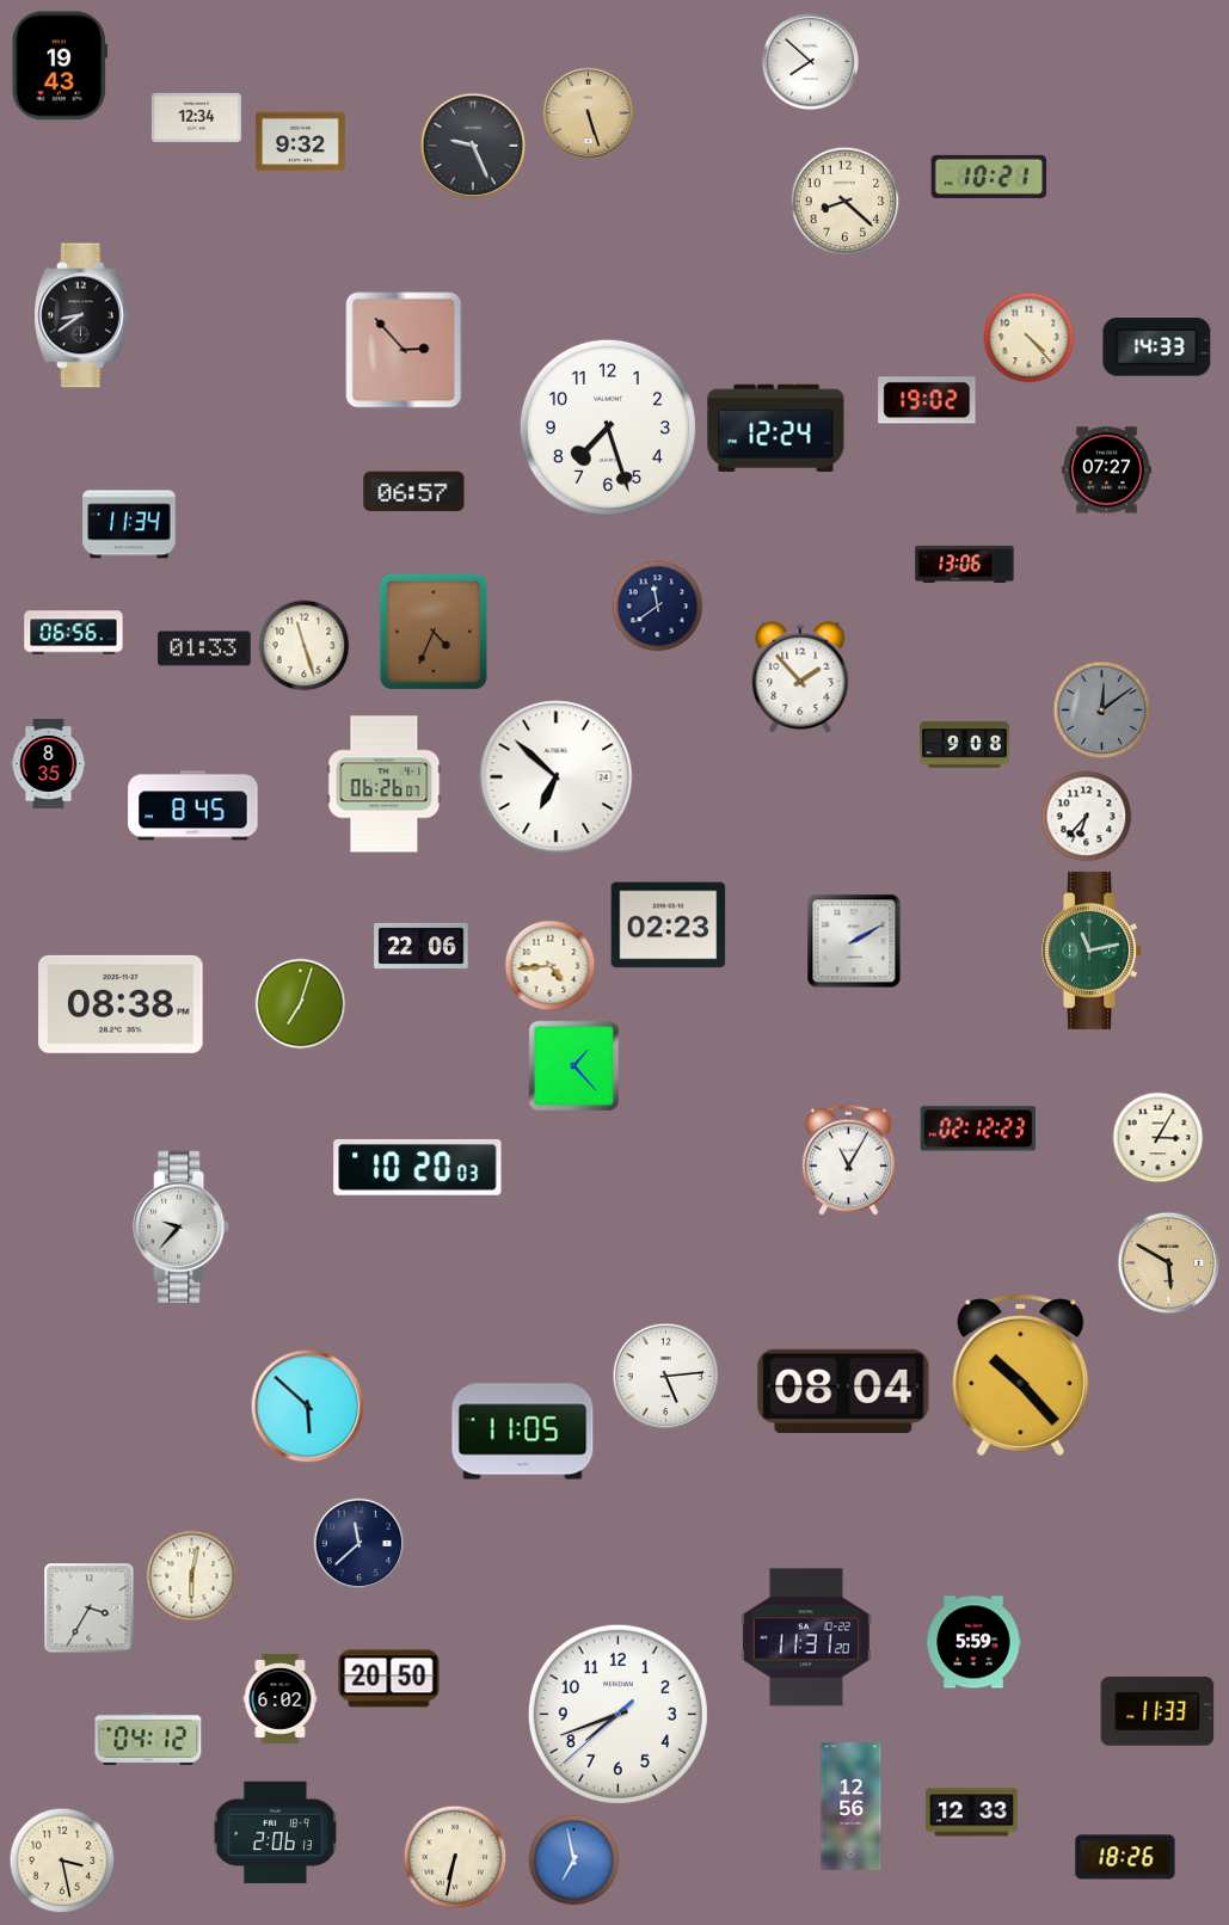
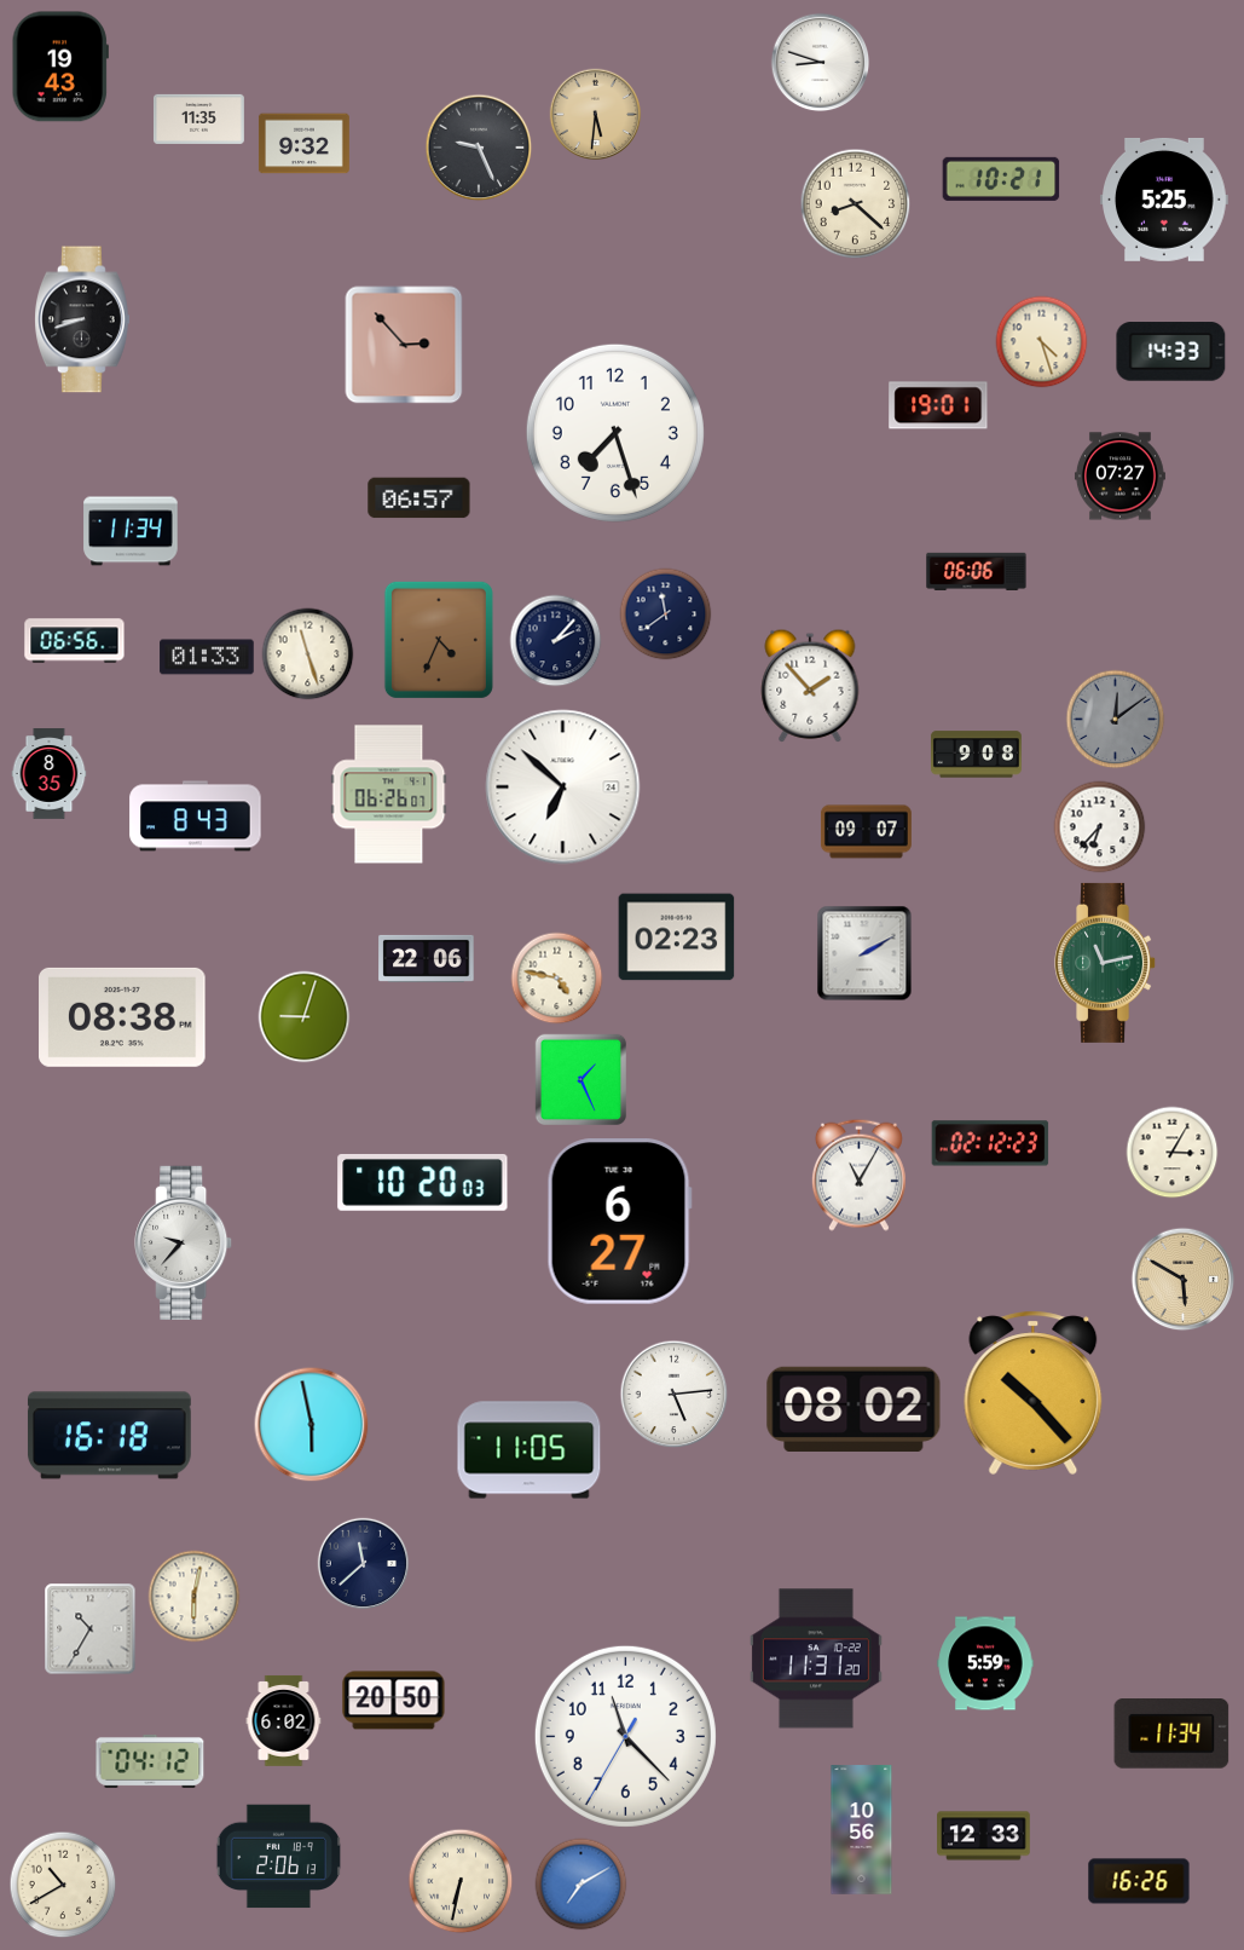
clock at (811, 62): 7:52 -> 8:48
clock at (589, 113): 5:27 -> 5:31
clock at (196, 117): 12:34 -> 11:35
clock at (1165, 200): none -> 5:25
clock at (82, 315): 8:39 -> 8:42
clock at (1030, 338): 4:23 -> 4:27
clock at (404, 350) position: (404, 350) -> (404, 345)
clock at (927, 400): 19:02 -> 19:01
clock at (776, 428): 12:24 -> none
clock at (965, 564): 13:06 -> 06:06
clock at (556, 641): none -> 2:07
clock at (193, 806): 8:45 -> 8:43
clock at (866, 832): none -> 09:07
clock at (551, 966): 4:44 -> 4:47
clock at (301, 1004): 7:03 -> 9:03
clock at (574, 1066): 1:23 -> 1:26
clock at (619, 1222): none -> 6:27
clock at (843, 1391): 08:04 -> 08:02
clock at (308, 1407): 5:52 -> 5:58
clock at (109, 1436): none -> 16:18
clock at (90, 1609): 3:35 -> 10:35
clock at (1157, 1711): 11:33 -> 11:34
clock at (617, 1714): 7:41 -> 11:22
clock at (852, 1807): 12:56 -> 10:56
clock at (1125, 1857): 18:26 -> 16:26
clock at (62, 1861): 3:28 -> 10:40
clock at (574, 1861): 6:58 -> 7:10
